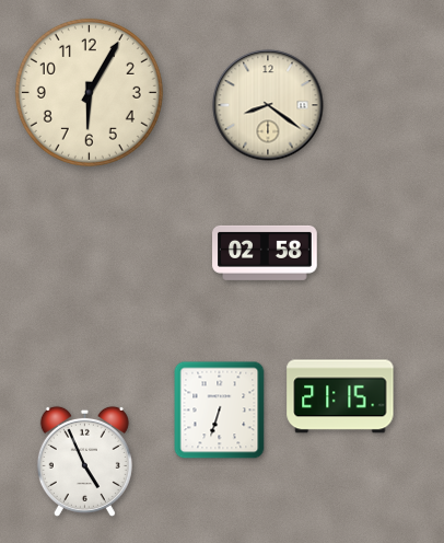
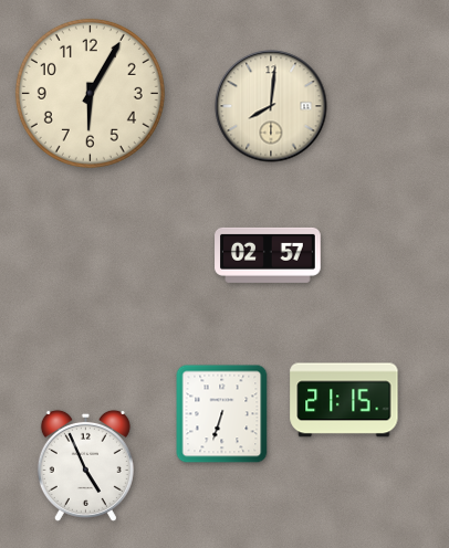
clock at (268, 105): 8:21 -> 8:01
clock at (265, 253): 02:58 -> 02:57
